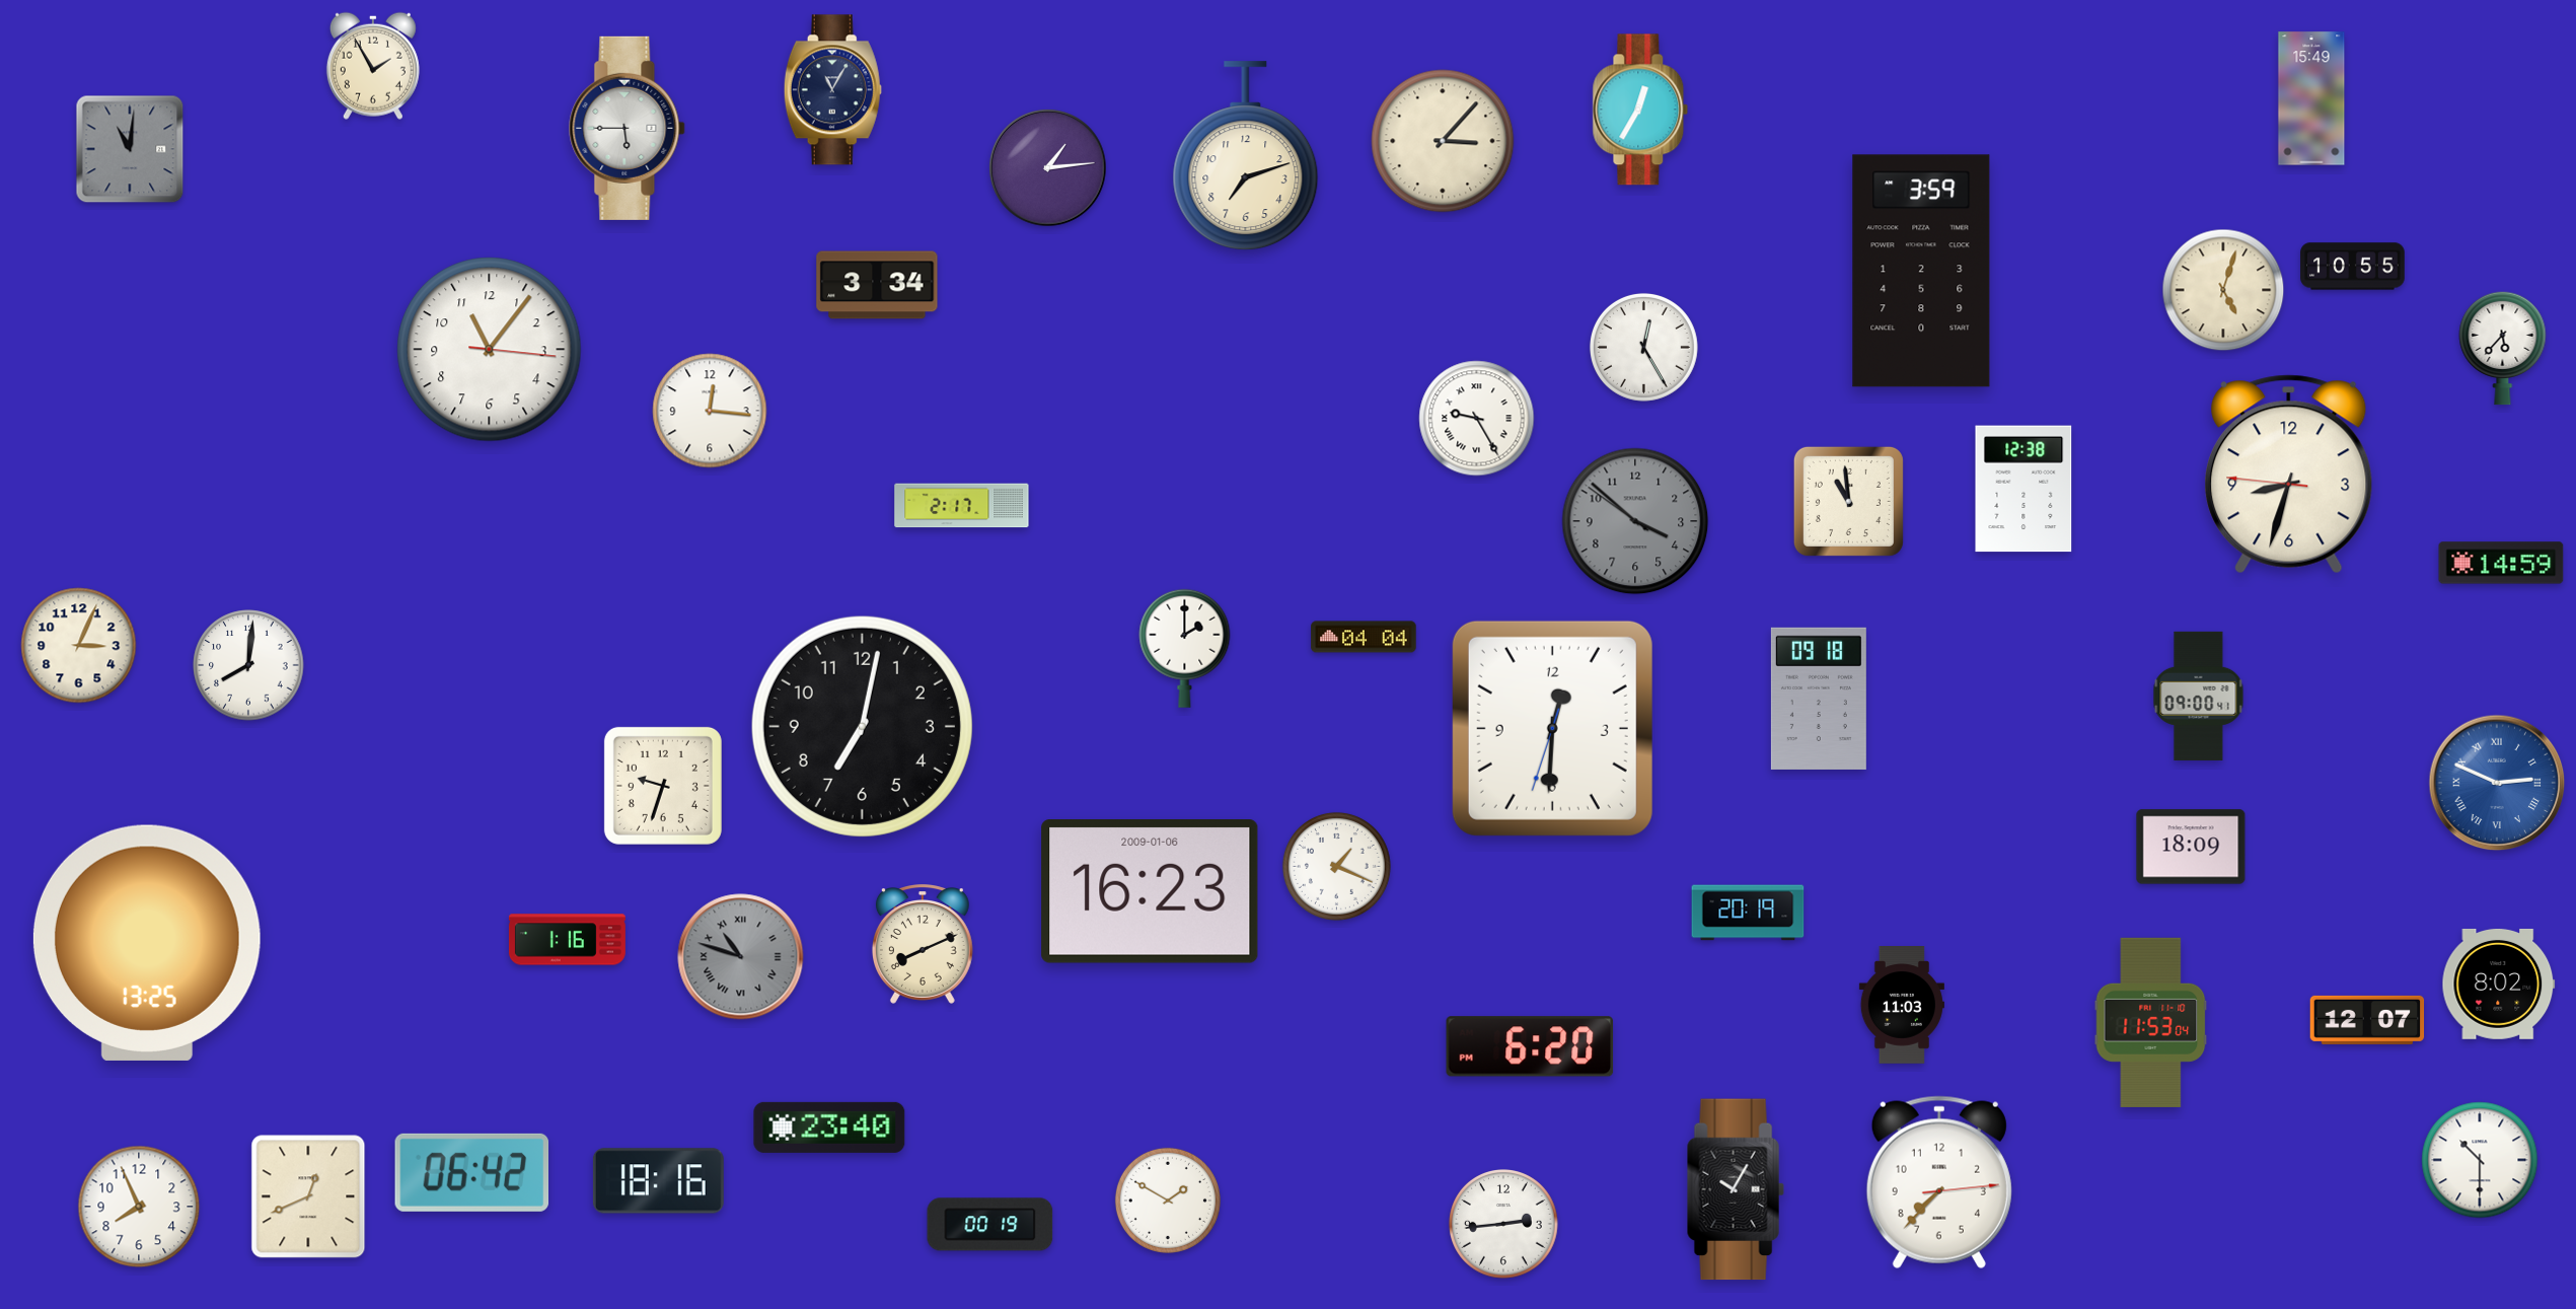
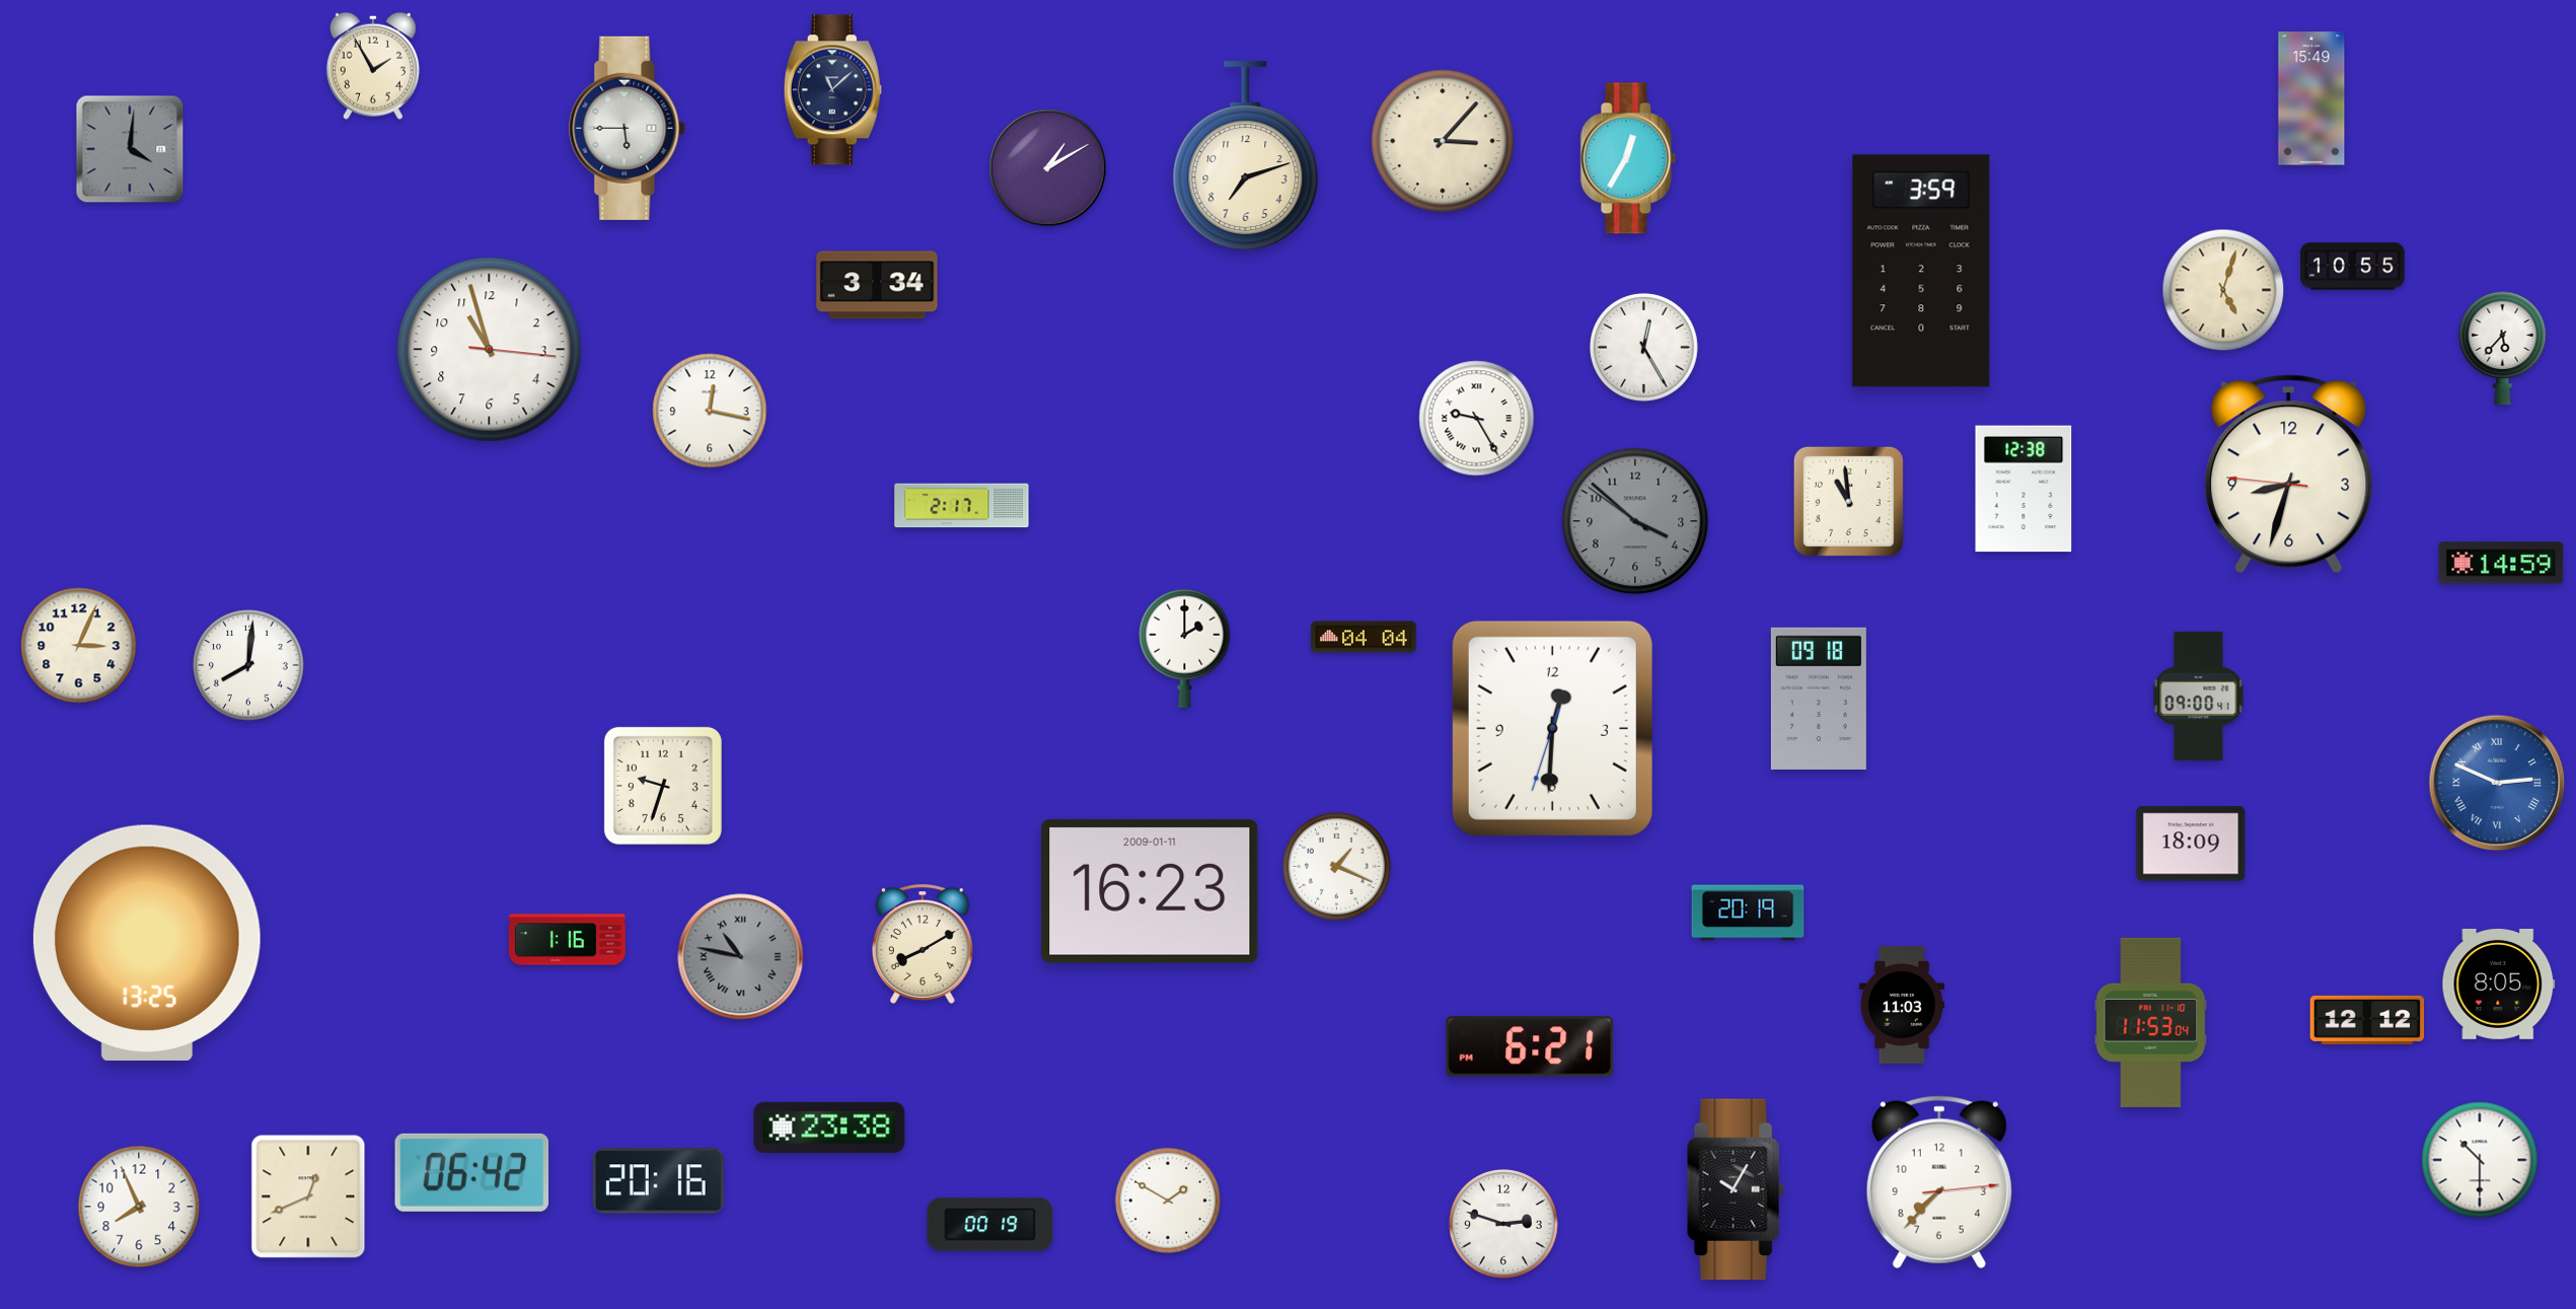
clock at (832, 90): 11:05 -> 11:08
clock at (1640, 110) position: (1640, 110) -> (1628, 158)
clock at (130, 149): 11:01 -> 4:01
clock at (1048, 168): 1:14 -> 1:10
clock at (490, 350): 11:06 -> 10:57
clock at (710, 411): 12:16 -> 12:17
clock at (862, 726): 7:02 -> none
clock at (2191, 847) position: (2191, 847) -> (2191, 844)
clock at (1150, 892) date: 2009-01-06 -> 2009-01-11
clock at (923, 944): 8:11 -> 8:10
clock at (741, 957): 10:48 -> 10:47
clock at (2499, 984): 8:02 -> 8:05
clock at (2367, 1020): 12:07 -> 12:12
clock at (1530, 1046): 6:20 -> 6:21
clock at (829, 1128): 23:40 -> 23:38
clock at (658, 1181): 18:16 -> 20:16
clock at (1504, 1225): 2:44 -> 2:48
